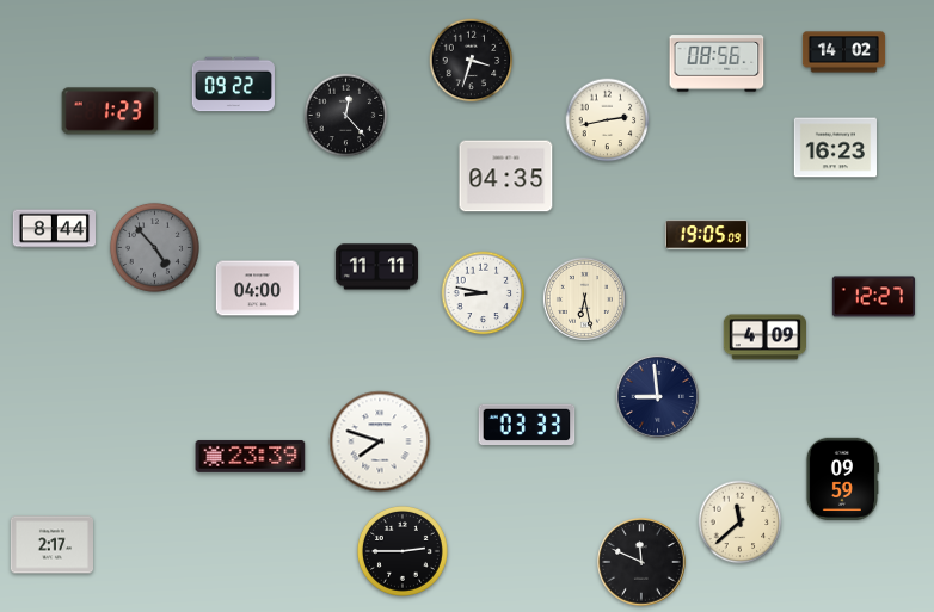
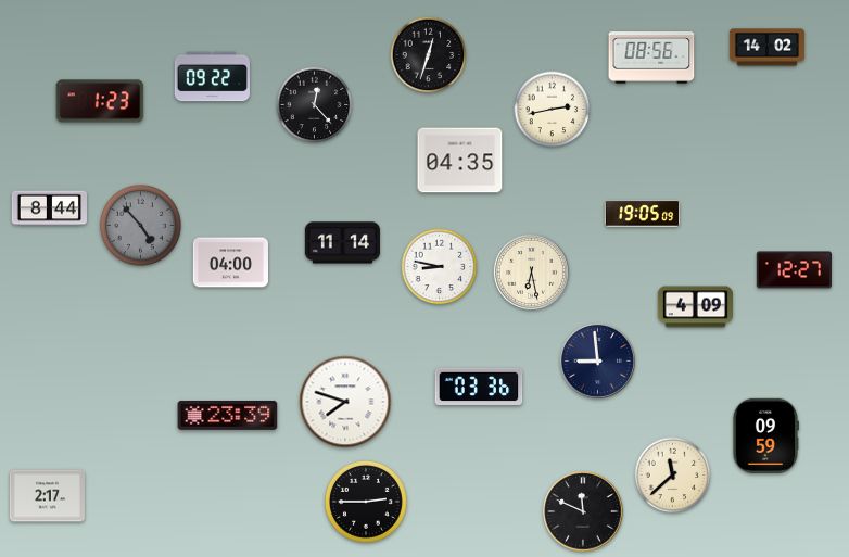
clock at (472, 61): 3:33 -> 12:33
clock at (835, 148): 16:23 -> none
clock at (376, 267): 11:11 -> 11:14
clock at (257, 289) position: (257, 289) -> (230, 263)
clock at (527, 425): 03:33 -> 03:36
